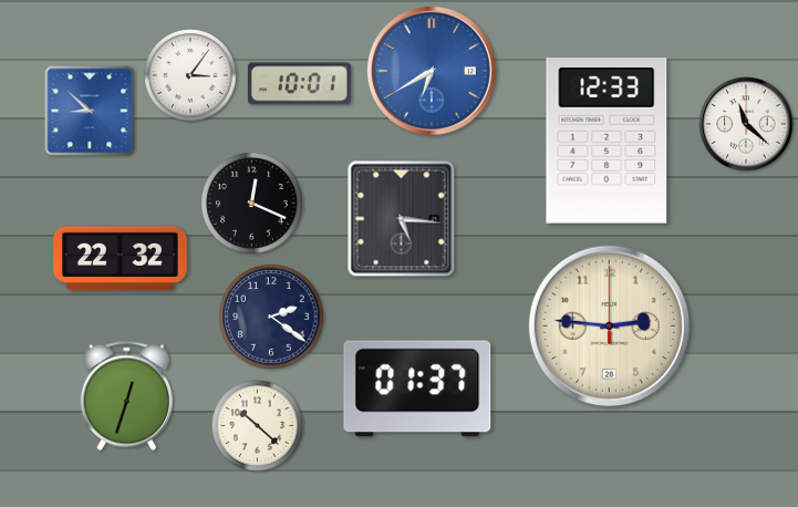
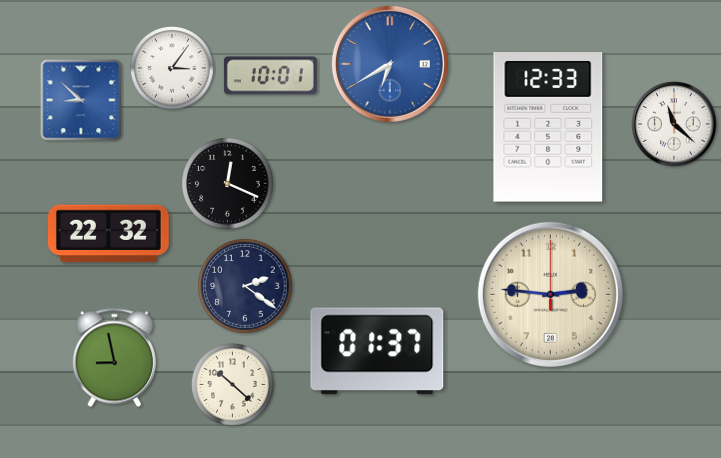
clock at (746, 124) position: (746, 124) -> (674, 124)
clock at (402, 219): 5:16 -> none
clock at (126, 396): 12:33 -> 8:58
